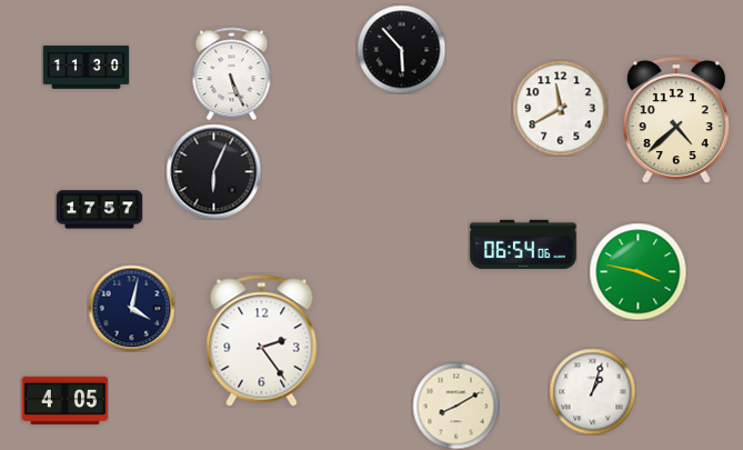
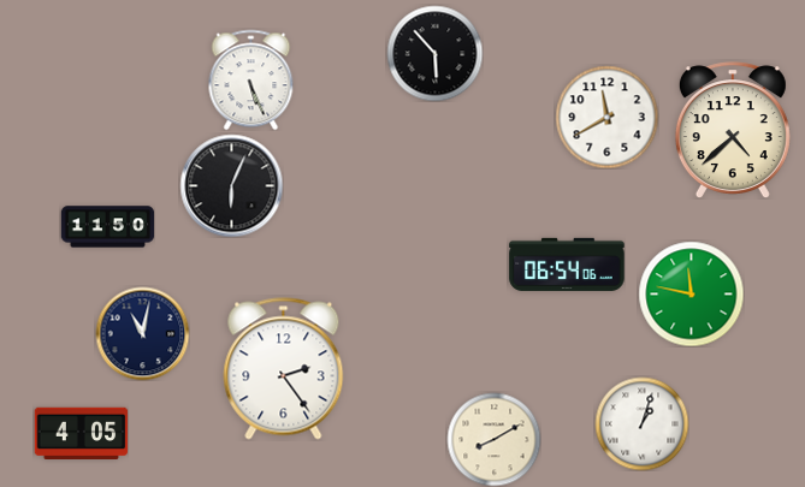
clock at (86, 68): 11:30 -> none
clock at (99, 210): 17:57 -> 11:50
clock at (637, 271): 3:47 -> 11:47
clock at (131, 308): 4:02 -> 11:02
clock at (64, 400) position: (64, 400) -> (81, 433)
